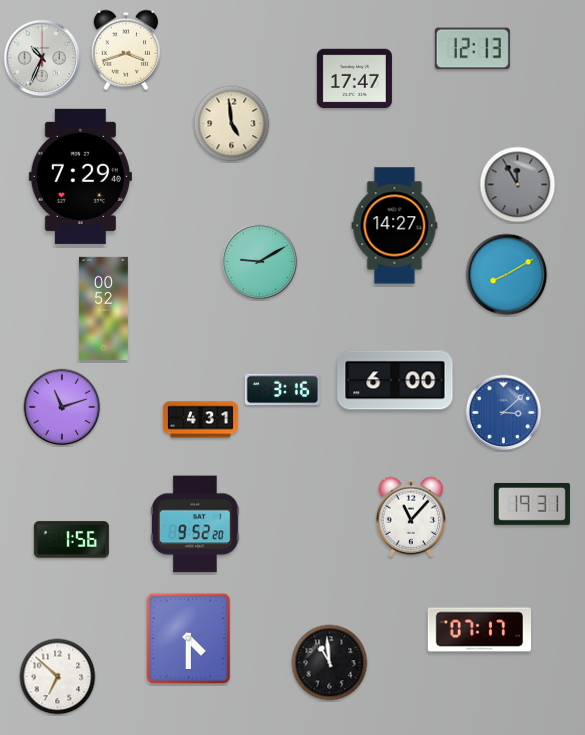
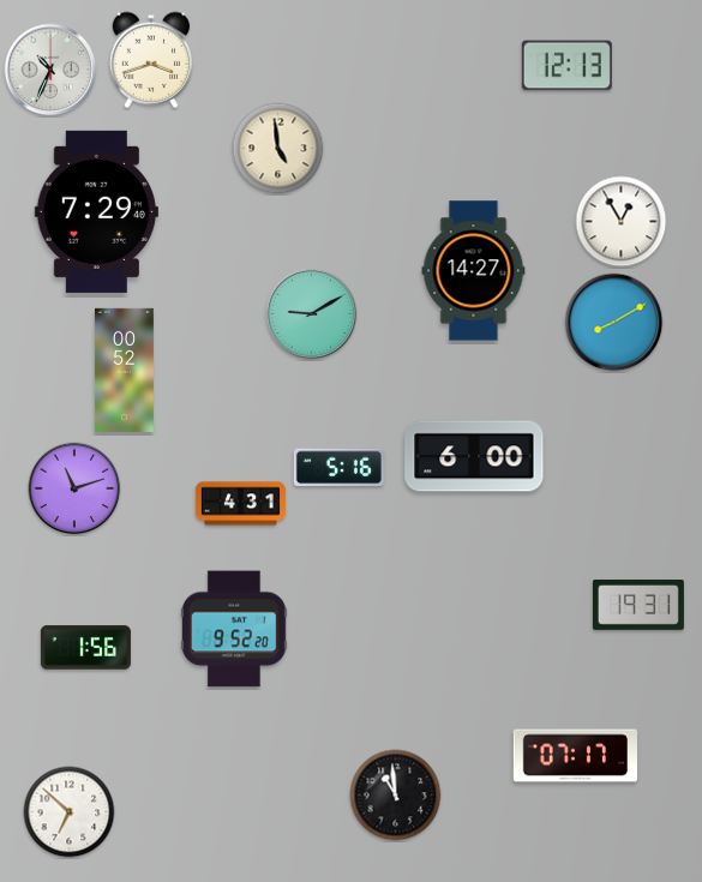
clock at (472, 49) position: (472, 49) -> (566, 66)
clock at (354, 79): 17:47 -> none
clock at (518, 185): 11:55 -> 12:55
clock at (518, 185) dial: grey -> white
clock at (507, 275) position: (507, 275) -> (614, 323)
clock at (282, 390): 3:16 -> 5:16
clock at (504, 413): 3:08 -> none
clock at (411, 517): 11:07 -> none
clock at (189, 639): 4:30 -> none
